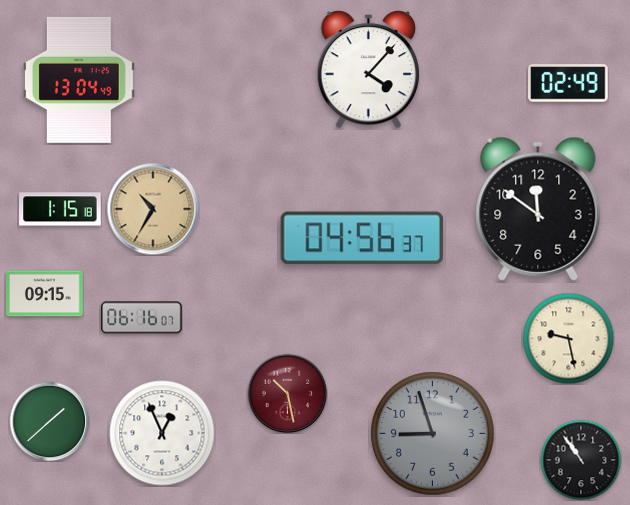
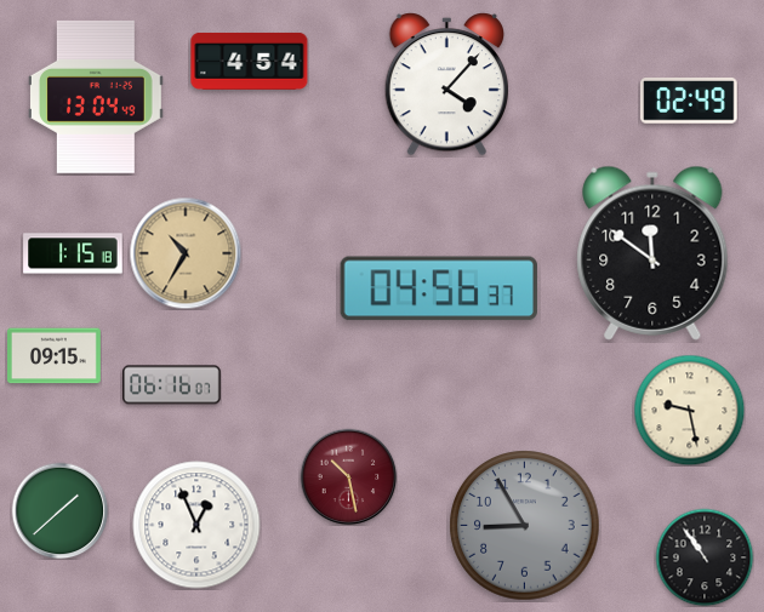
clock at (250, 61): none -> 4:54
clock at (433, 434): 8:57 -> 8:55
